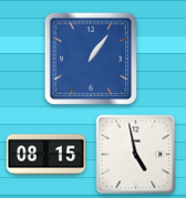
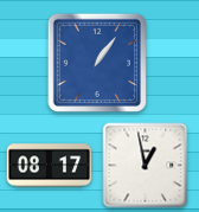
clock at (46, 155): 08:15 -> 08:17
clock at (136, 155): 4:58 -> 12:58
